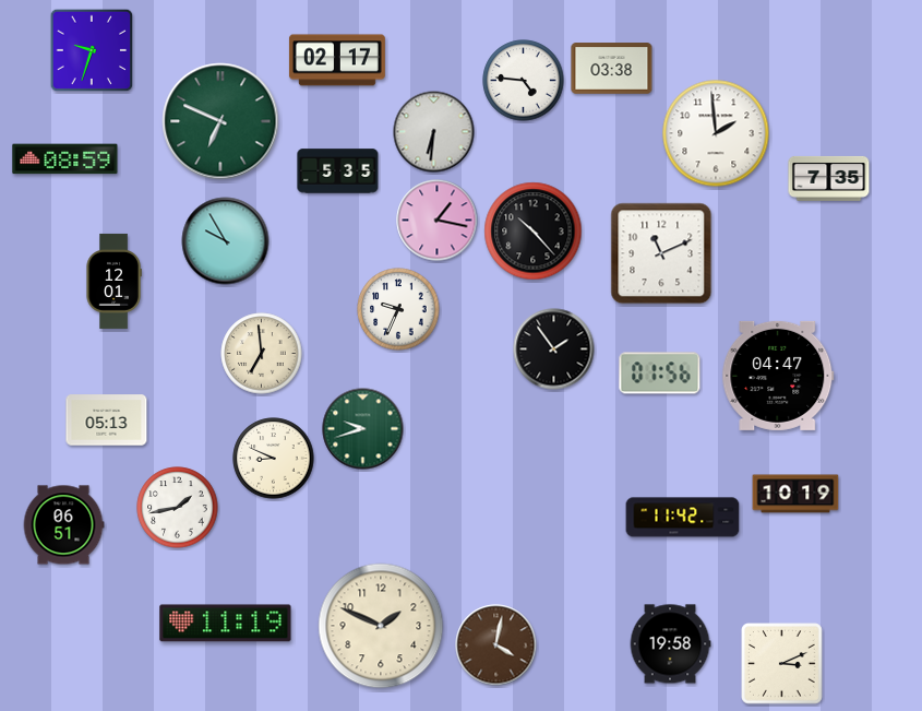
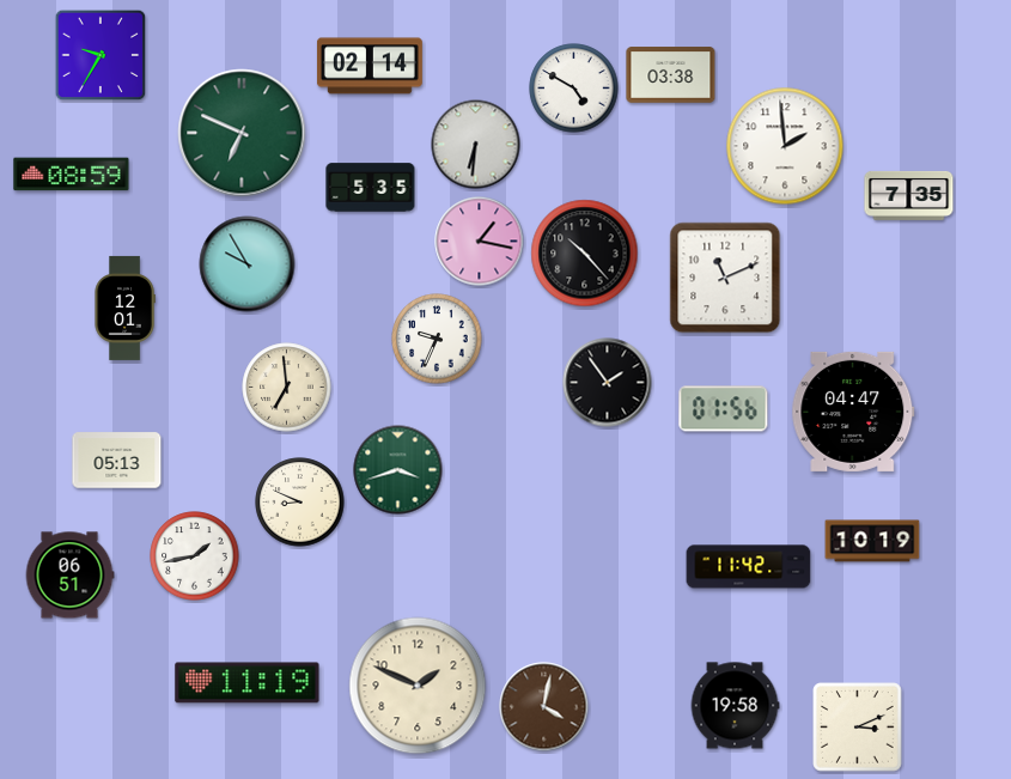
clock at (92, 50): 9:33 -> 9:35
clock at (337, 60): 02:17 -> 02:14
clock at (524, 81): 4:46 -> 4:50
clock at (363, 429): 9:42 -> 3:42
